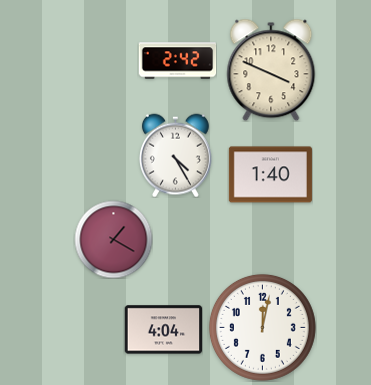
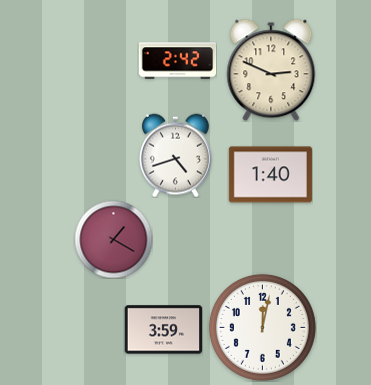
clock at (271, 70): 3:49 -> 2:49
clock at (175, 155): 4:25 -> 4:42
clock at (163, 330): 4:04 -> 3:59
